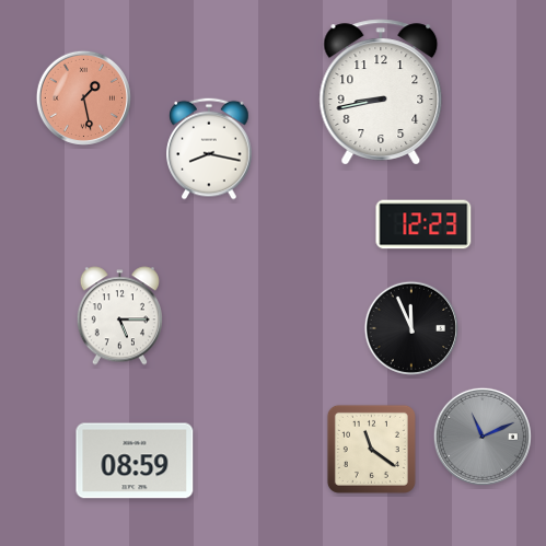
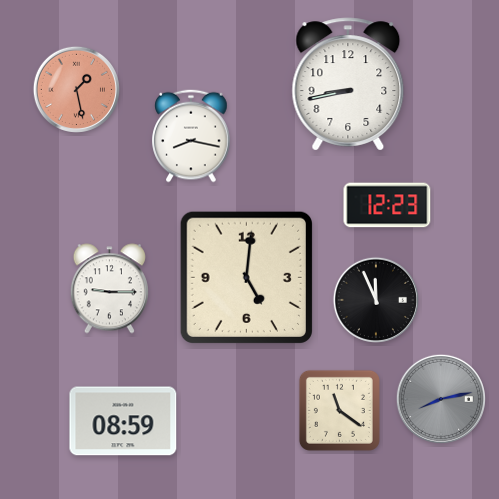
clock at (246, 277): none -> 5:01
clock at (119, 316): 5:15 -> 9:15
clock at (483, 437): 11:11 -> 8:13
